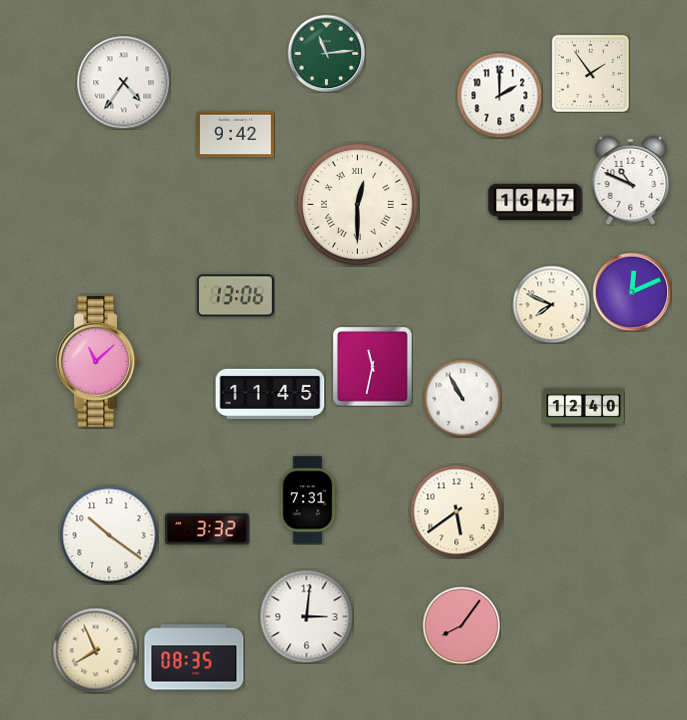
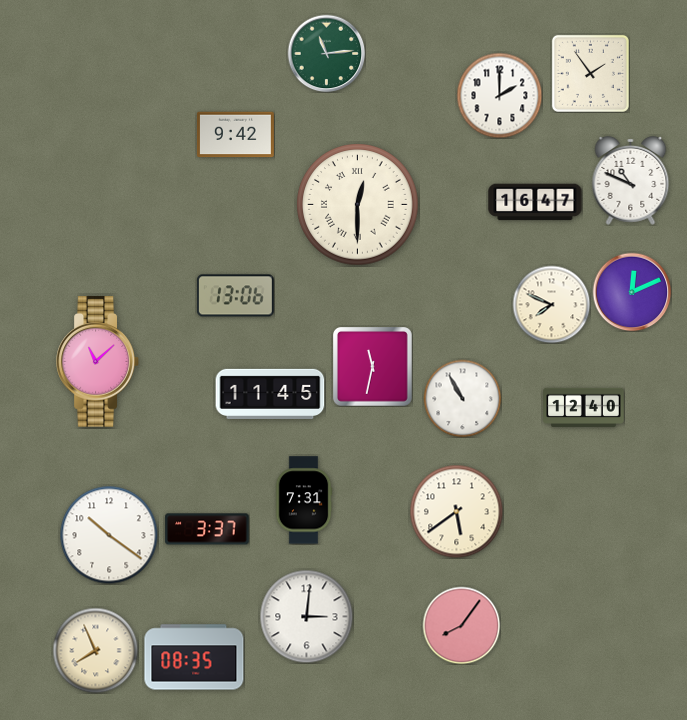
clock at (123, 82): 4:36 -> none
clock at (308, 500) position: (308, 500) -> (304, 500)
clock at (207, 529): 3:32 -> 3:37
